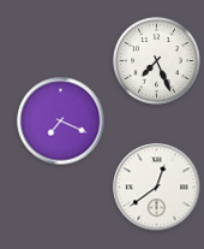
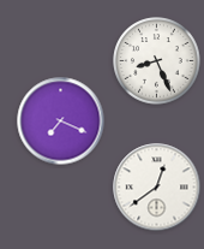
clock at (157, 61): 7:26 -> 8:26
